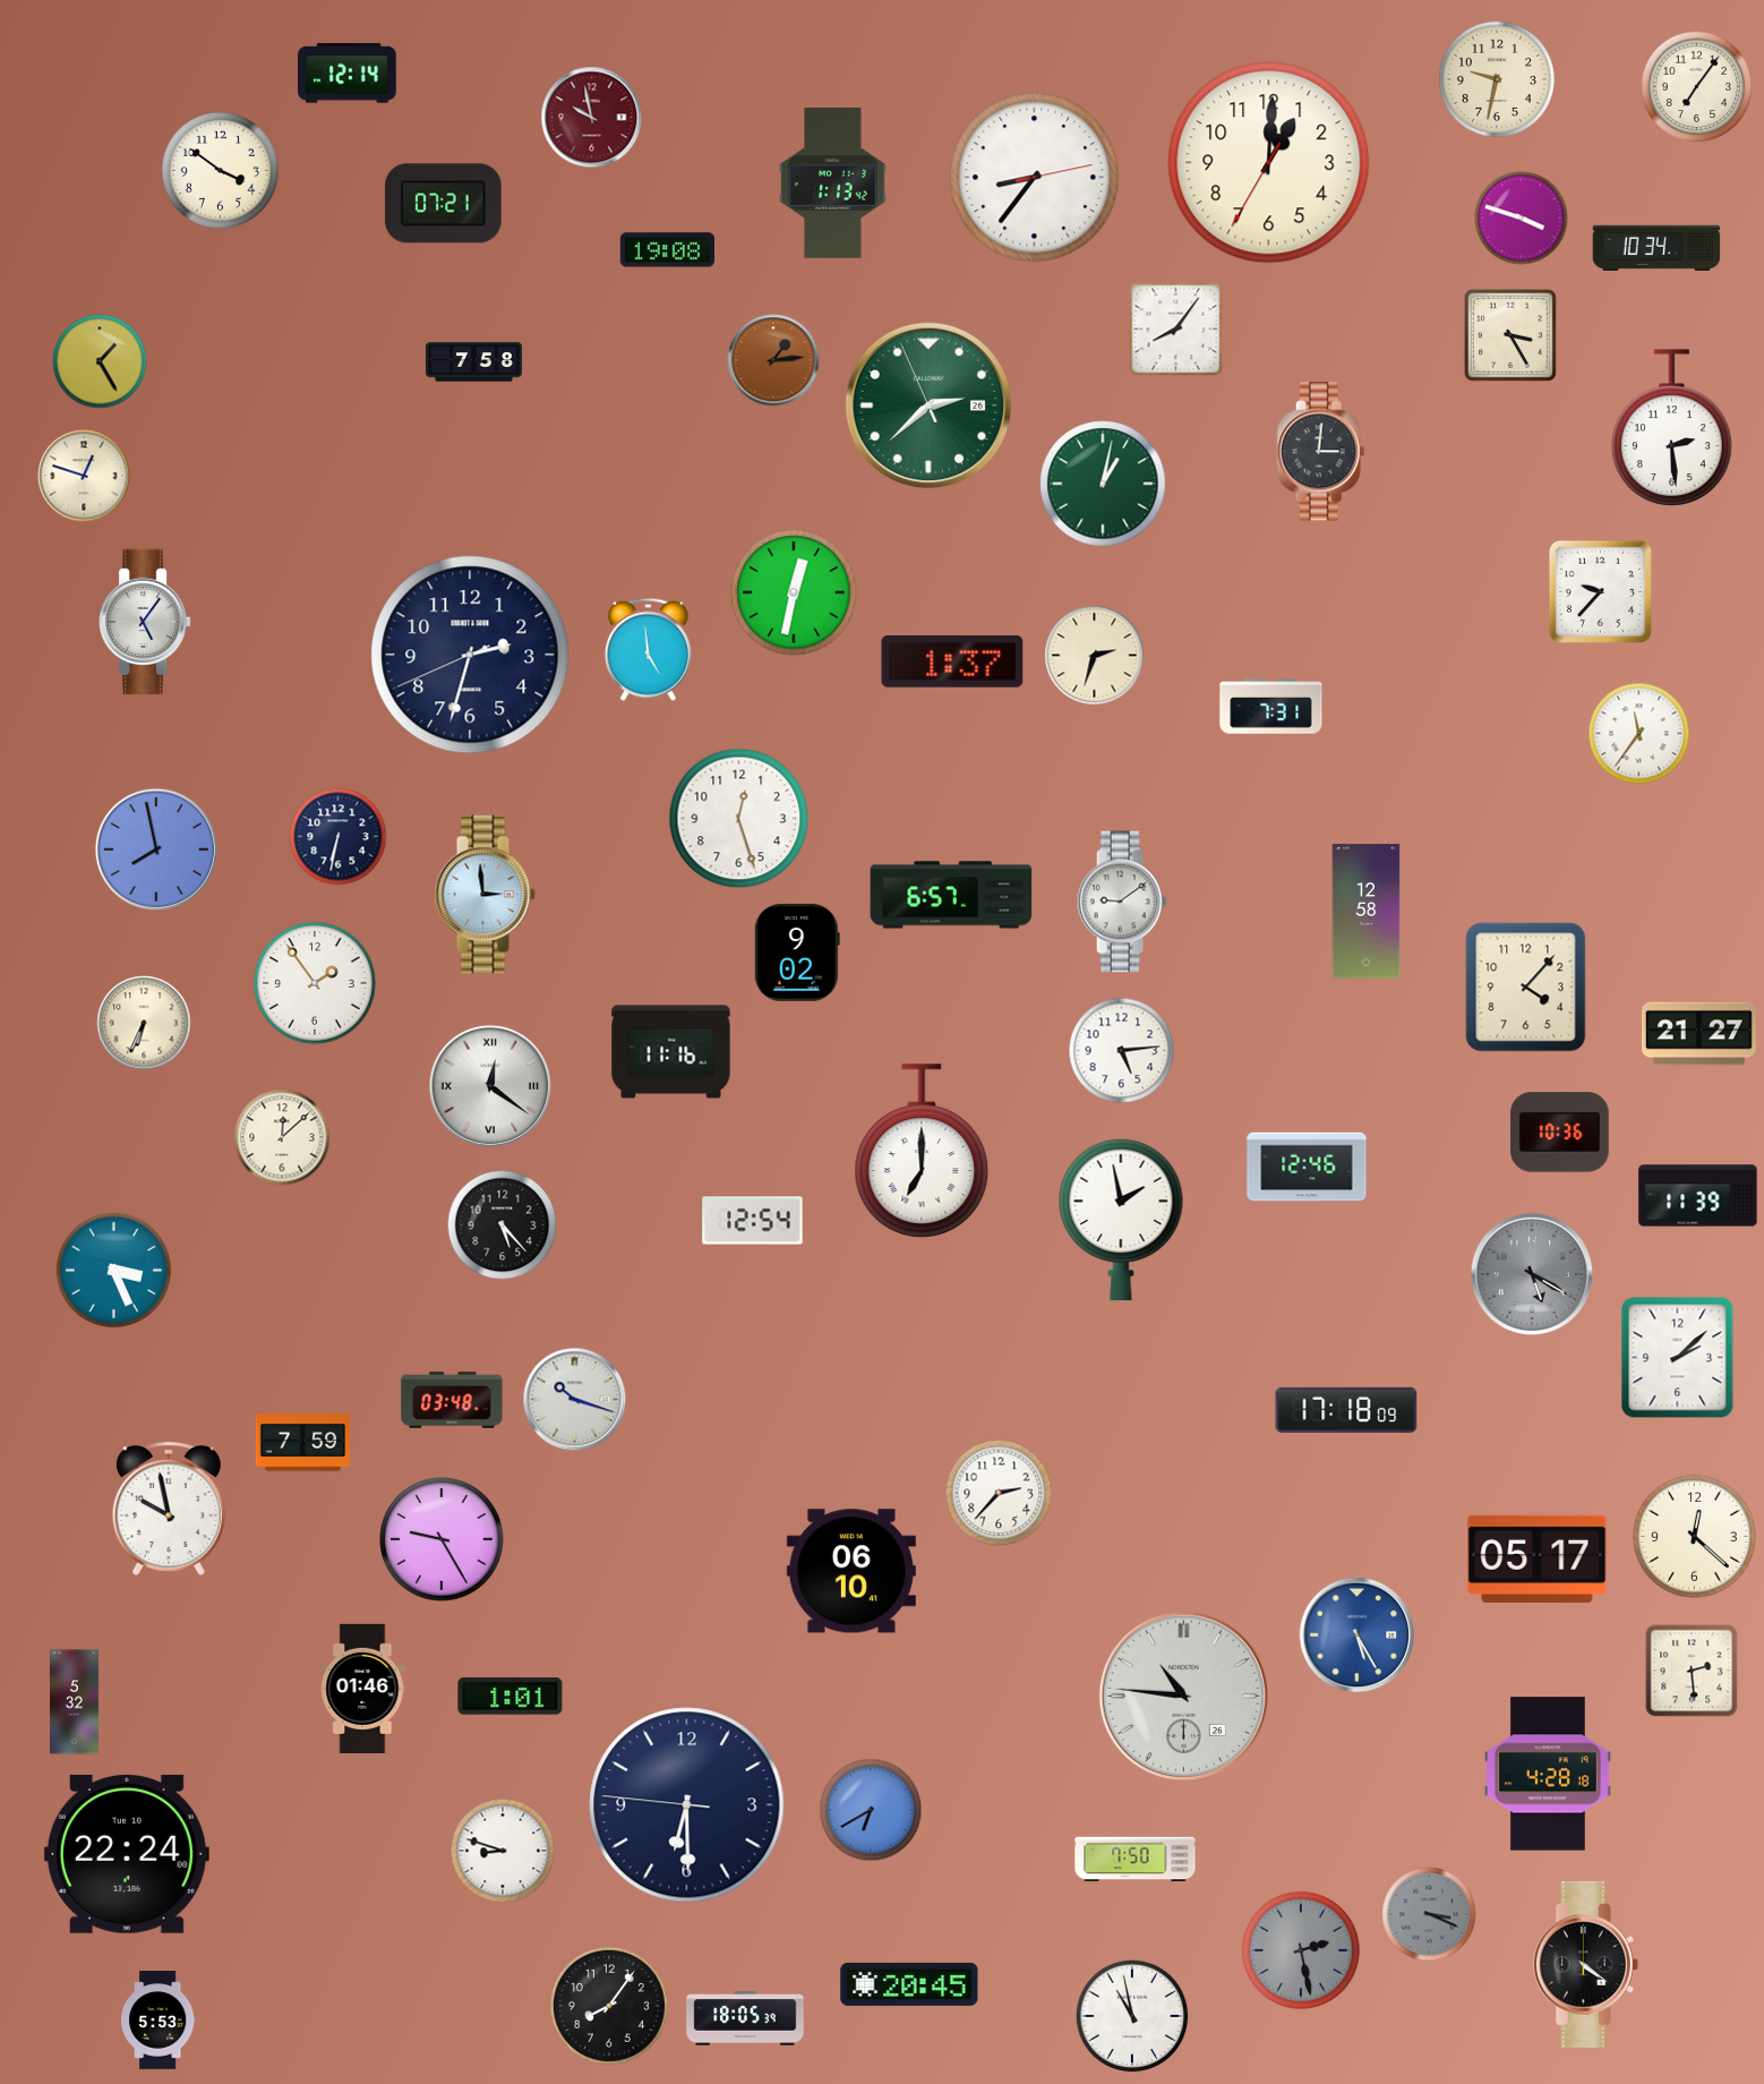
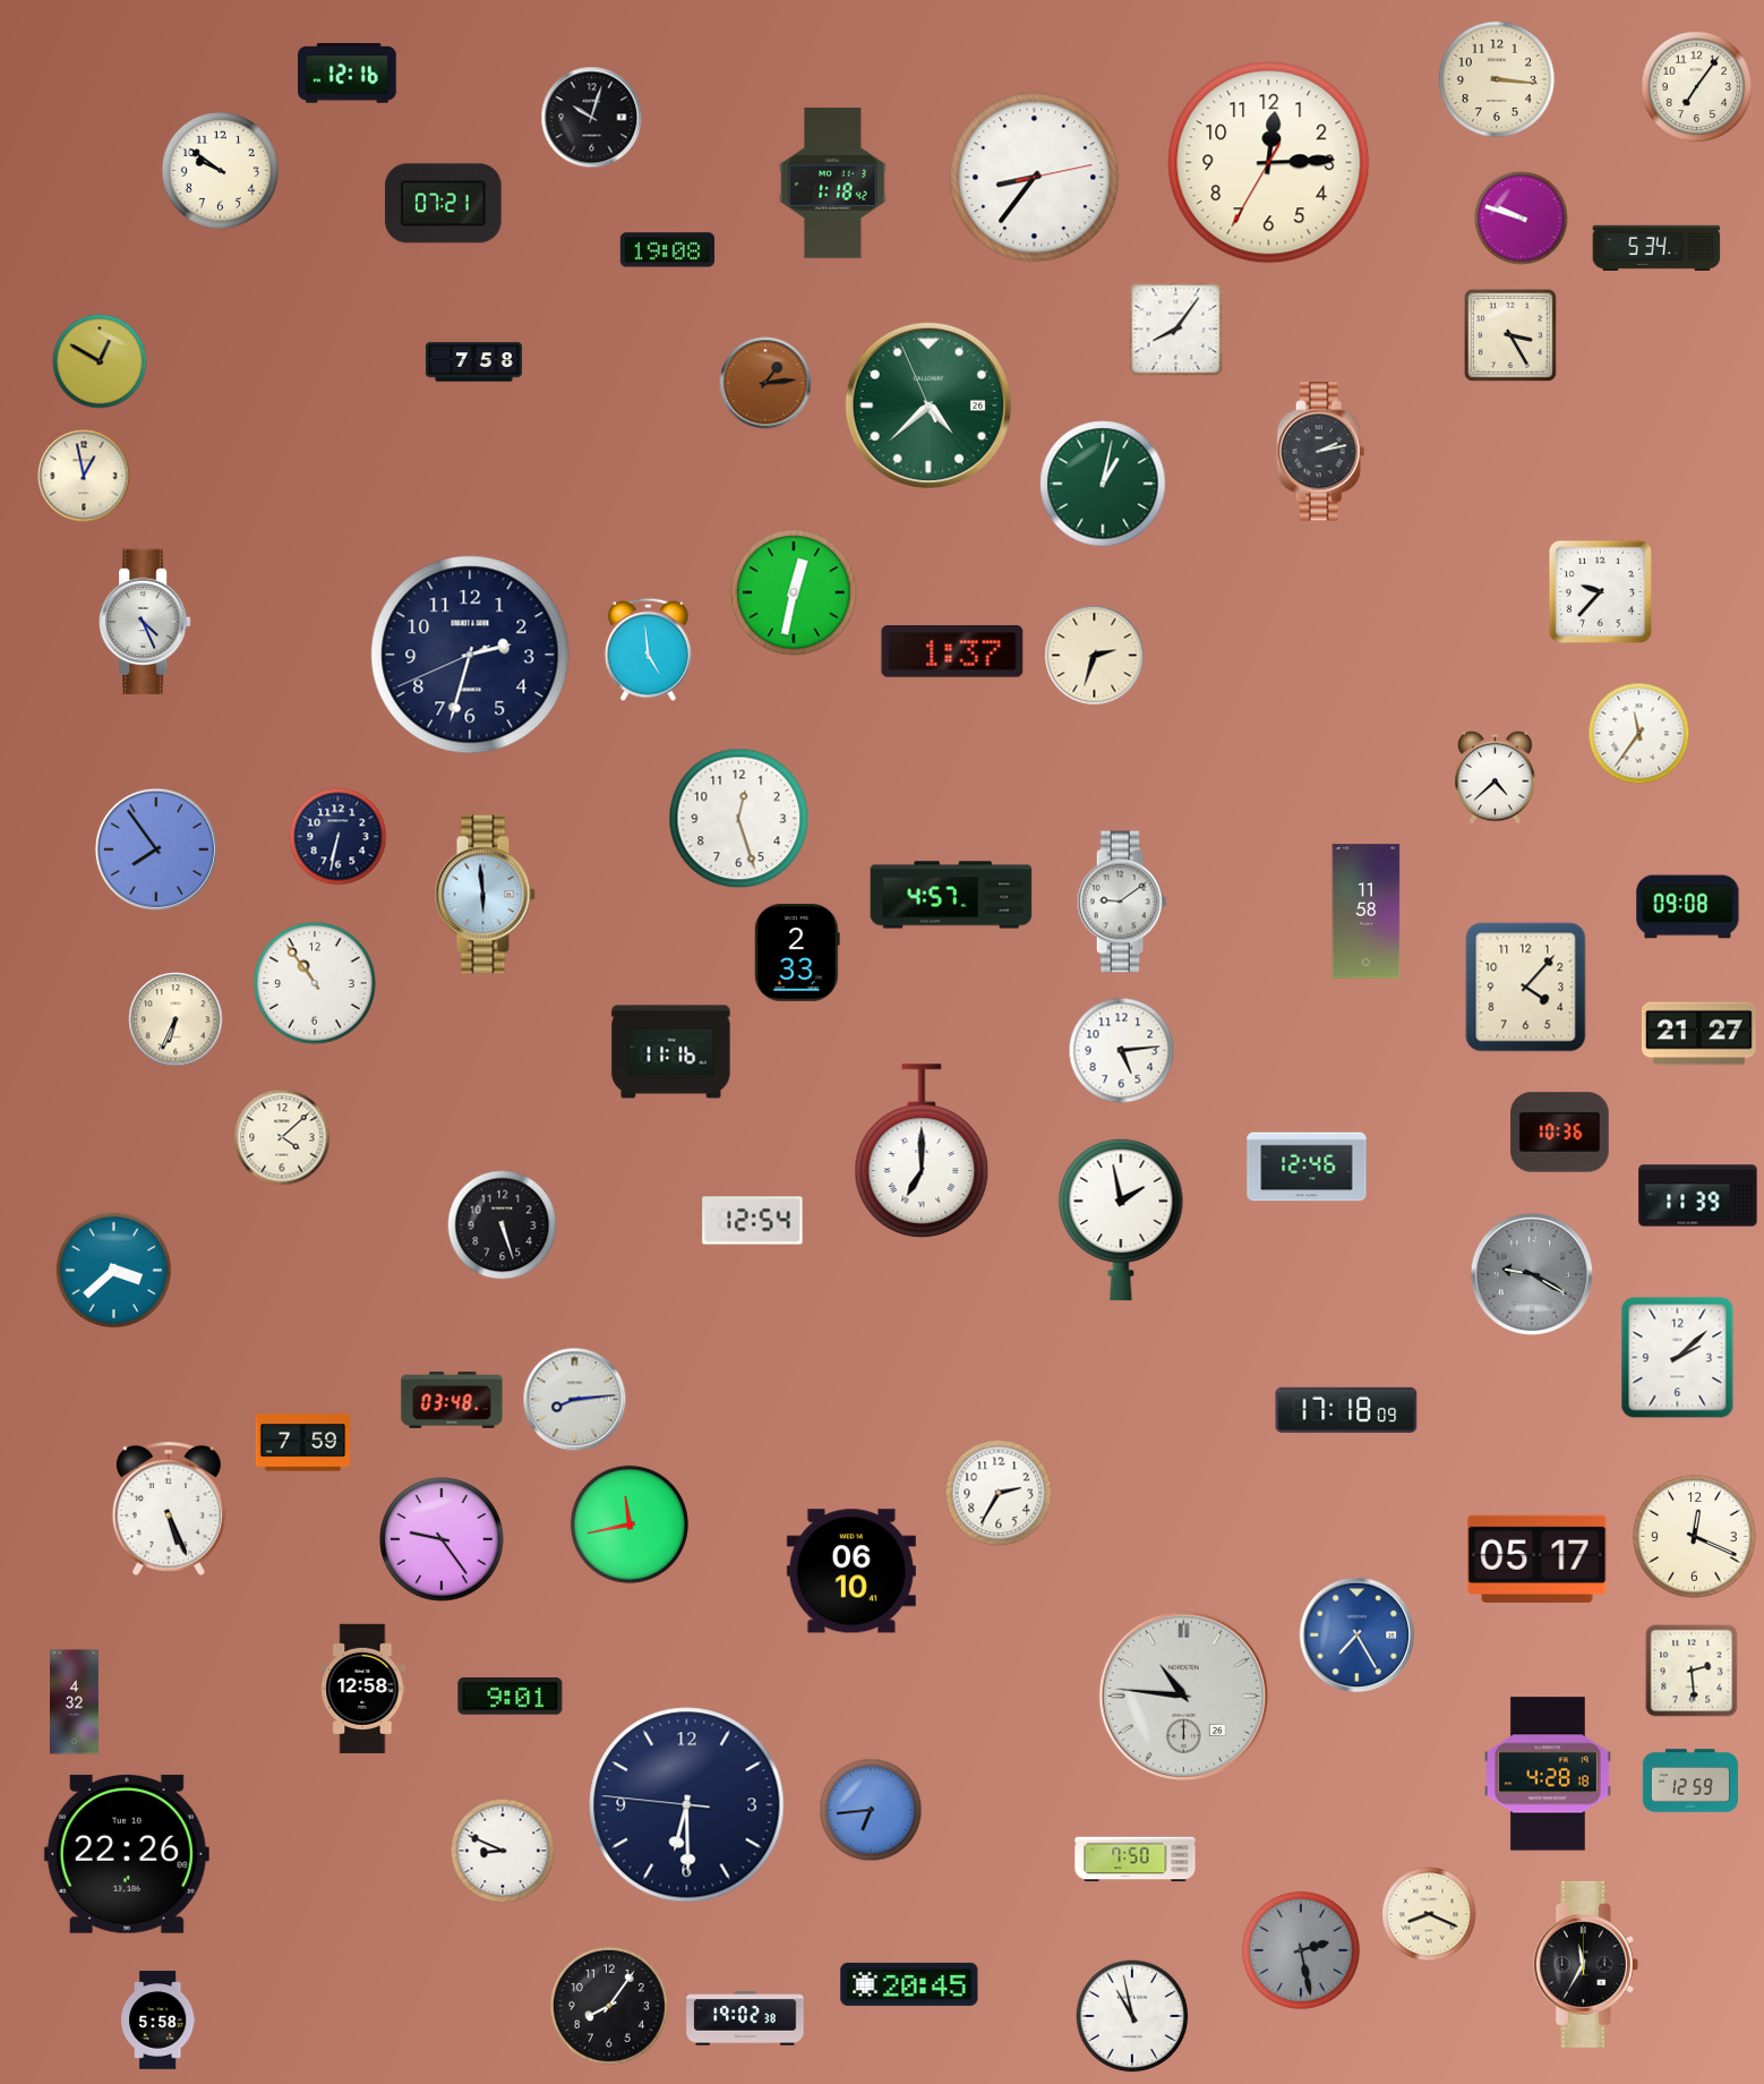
clock at (348, 74): 12:14 -> 12:16
clock at (1497, 79): 9:32 -> 3:16
clock at (592, 118): 9:58 -> 10:03
clock at (592, 118) dial: burgundy -> black
clock at (1269, 163): 1:00 -> 12:14
clock at (220, 170): 3:51 -> 9:51
clock at (833, 183): 1:13 -> 1:18
clock at (1522, 219): 3:48 -> 9:48
clock at (1656, 248): 10:34 -> 5:34
clock at (773, 360) position: (773, 360) -> (765, 383)
clock at (100, 361): 1:25 -> 12:50
clock at (928, 405): 2:37 -> 4:37
clock at (1672, 427): 2:29 -> none
clock at (1321, 452): 3:01 -> 2:13
clock at (84, 476): 12:48 -> 12:58
clock at (145, 622): 5:06 -> 4:26
clock at (952, 661) position: (952, 661) -> (952, 651)
clock at (1271, 707): 7:31 -> none
clock at (1496, 777): none -> 4:38
clock at (156, 849): 7:58 -> 7:54
clock at (485, 895): 2:59 -> 5:59
clock at (951, 895): 6:57 -> 4:57
clock at (1688, 907): none -> 09:08
clock at (1367, 912): 12:58 -> 11:58
clock at (797, 953): 9:02 -> 2:33
clock at (316, 984): 1:54 -> 10:54
clock at (144, 1023) position: (144, 1023) -> (175, 1019)
clock at (490, 1086): 12:21 -> none
clock at (282, 1137): 12:08 -> 4:08
clock at (503, 1225): 5:23 -> 5:27
clock at (113, 1270): 3:26 -> 3:38
clock at (1532, 1274): 5:20 -> 9:20
clock at (575, 1400): 10:18 -> 8:14
clock at (999, 1493): 2:37 -> 2:35
clock at (169, 1509): 9:58 -> 5:26
clock at (630, 1524): none -> 11:43
clock at (1695, 1537): 12:22 -> 12:19
clock at (442, 1539): 9:25 -> 9:24
clock at (1358, 1635): 5:25 -> 7:25
clock at (362, 1689): 01:46 -> 12:58
clock at (511, 1697): 1:01 -> 9:01
clock at (75, 1702): 5:32 -> 4:32
clock at (1690, 1780): none -> 12:59
clock at (871, 1810): 6:40 -> 6:44
clock at (503, 1851): 8:48 -> 8:49
clock at (127, 1854): 22:24 -> 22:26
clock at (1429, 1914): 3:19 -> 8:19
clock at (1429, 1914) dial: grey -> cream
clock at (1585, 1964): 4:21 -> 11:35
clock at (745, 2018): 18:05 -> 19:02
clock at (157, 2021): 5:53 -> 5:58
